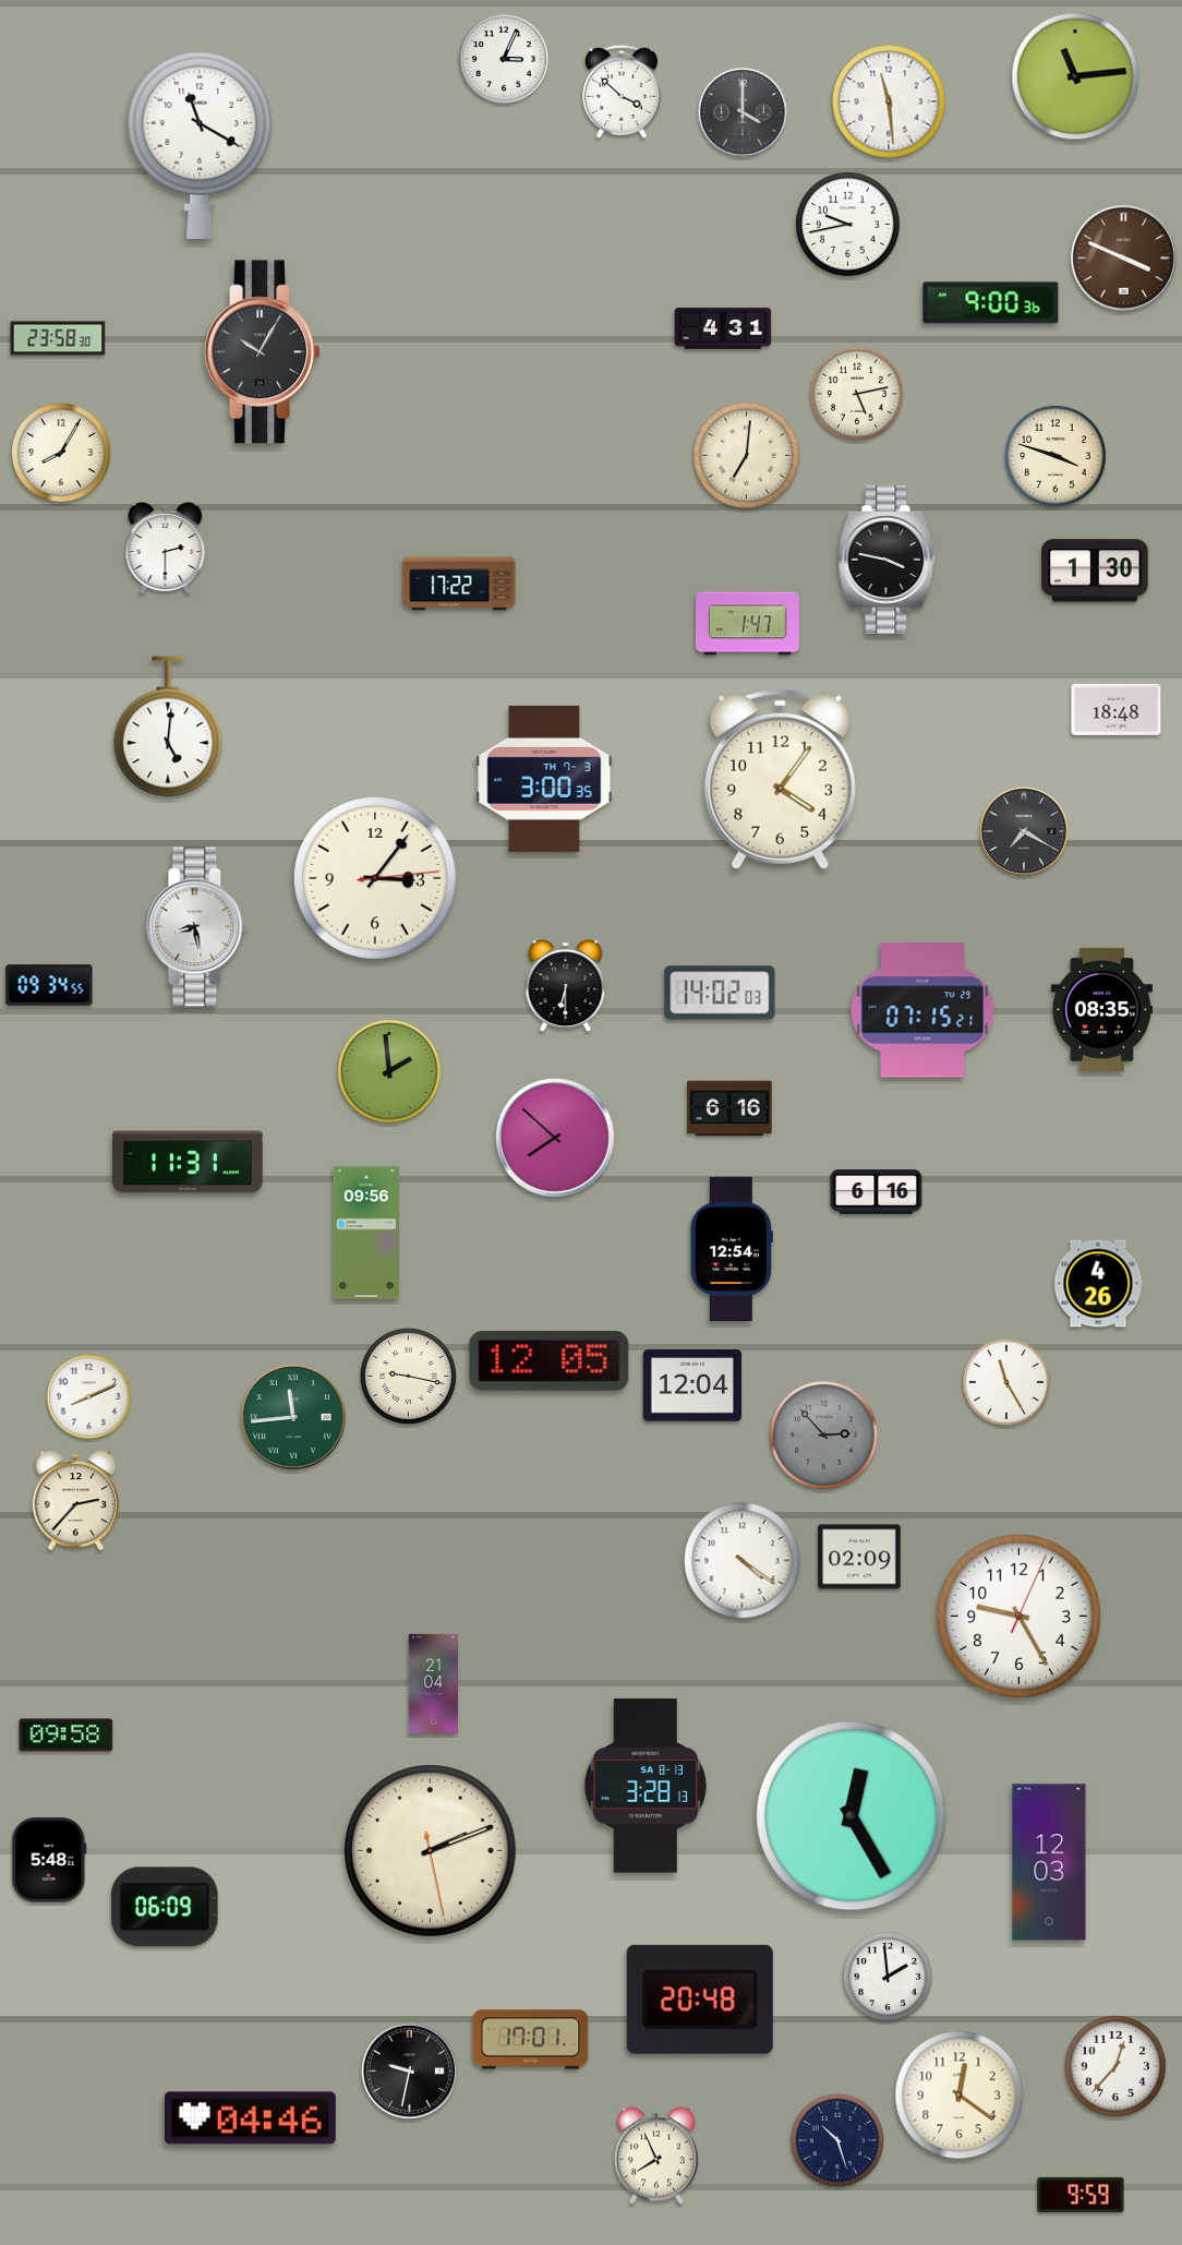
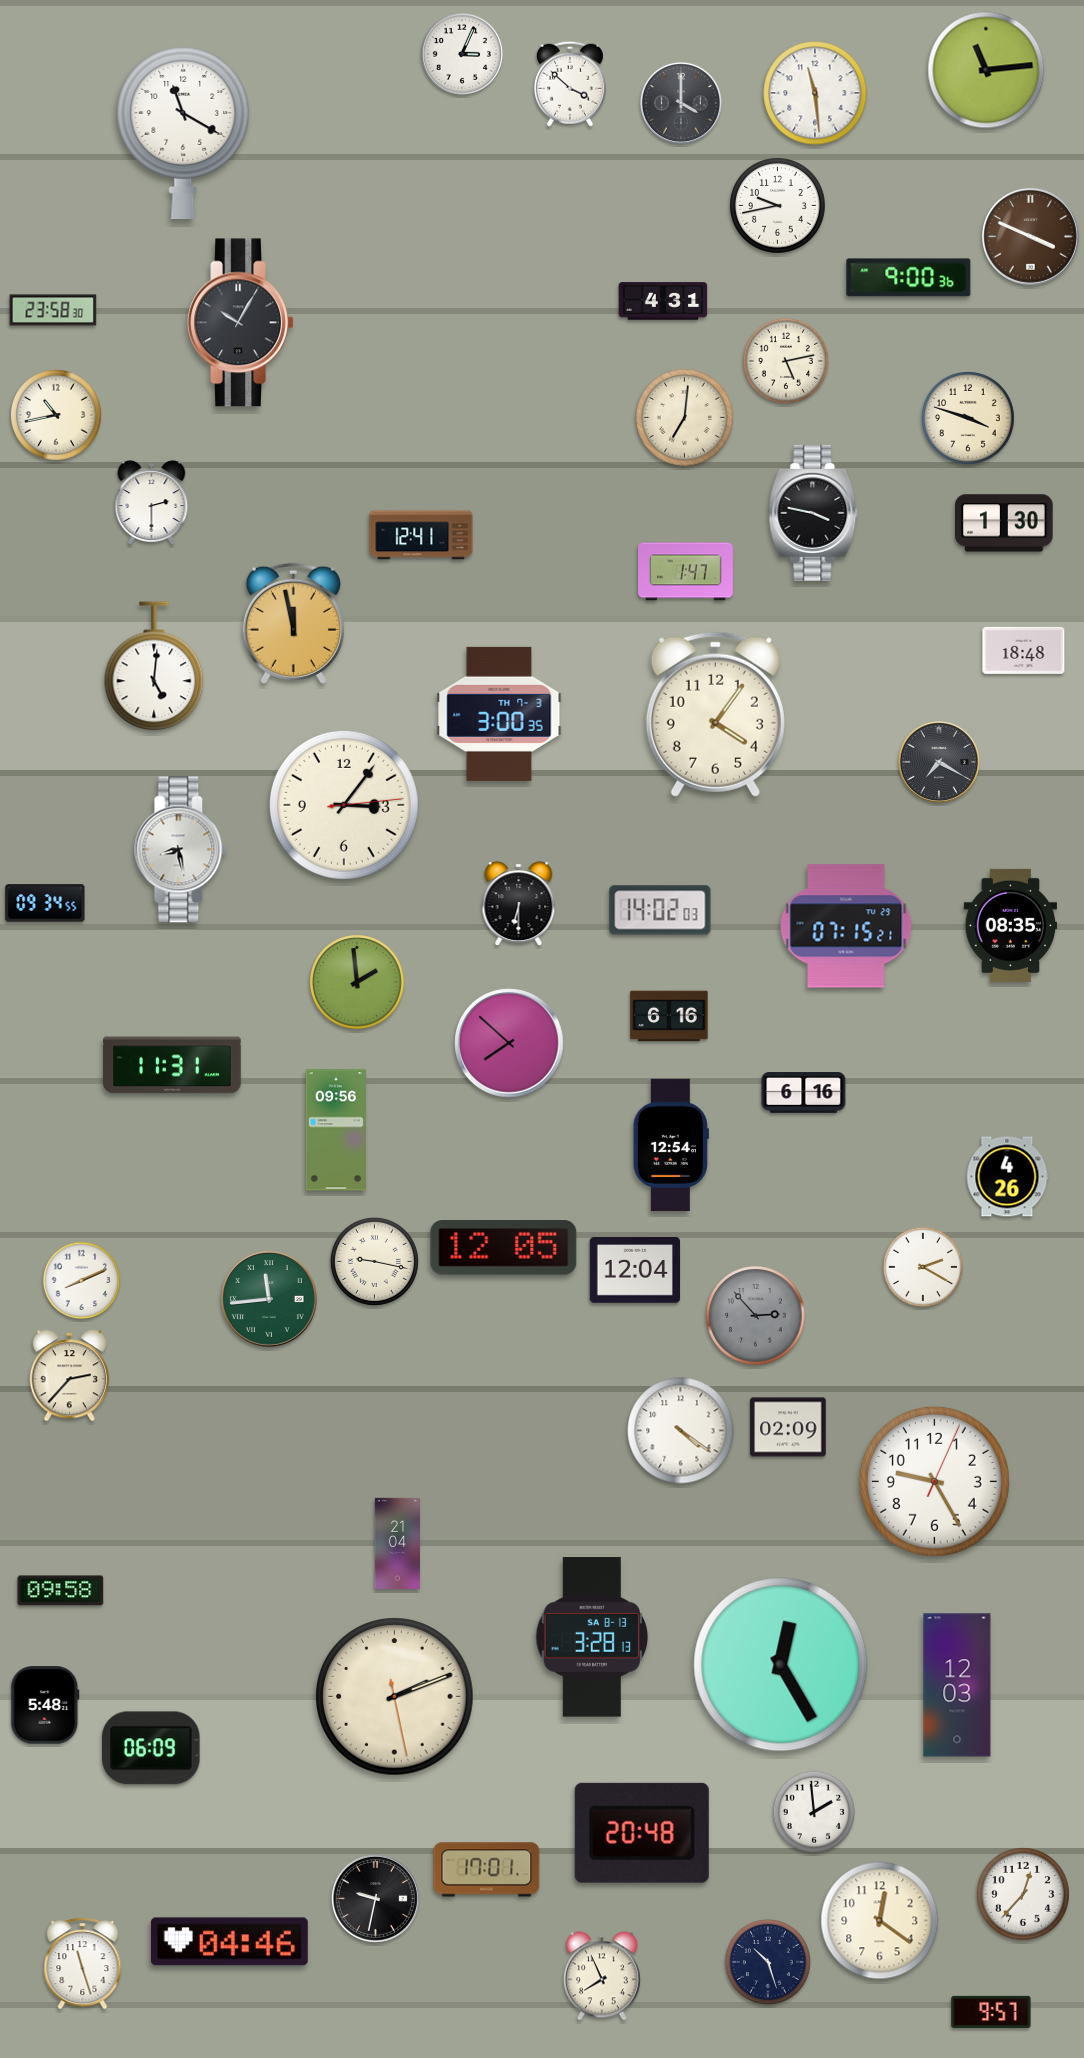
clock at (61, 453): 8:05 -> 10:43
clock at (459, 584): 17:22 -> 12:41
clock at (293, 623): none -> 11:58
clock at (1006, 1382): 11:25 -> 2:20
clock at (1049, 1862) position: (1049, 1862) -> (957, 1685)
clock at (83, 1964): none -> 11:27
clock at (1081, 2195): 9:59 -> 9:57
